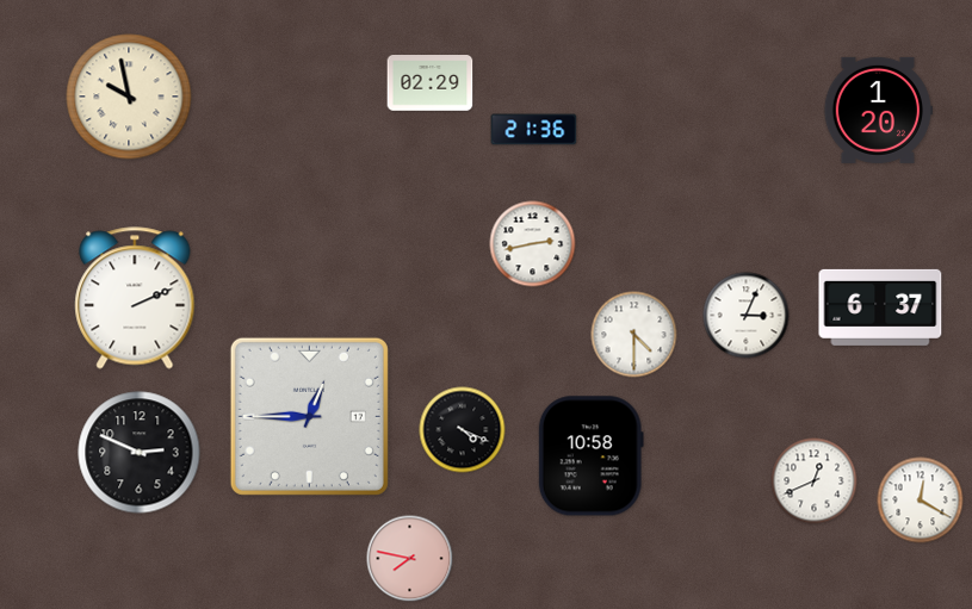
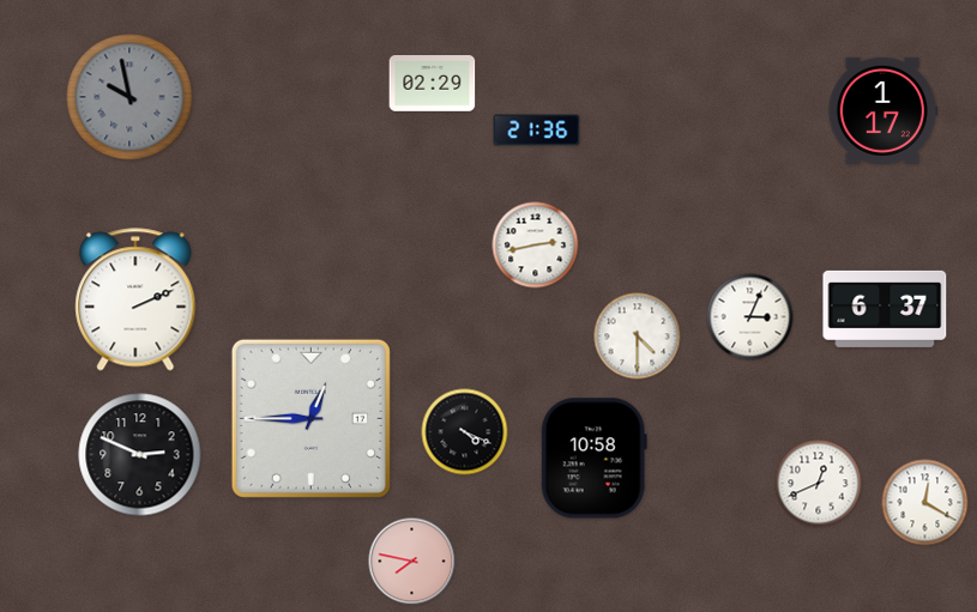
clock at (129, 97) dial: cream -> grey
clock at (878, 110): 1:20 -> 1:17
